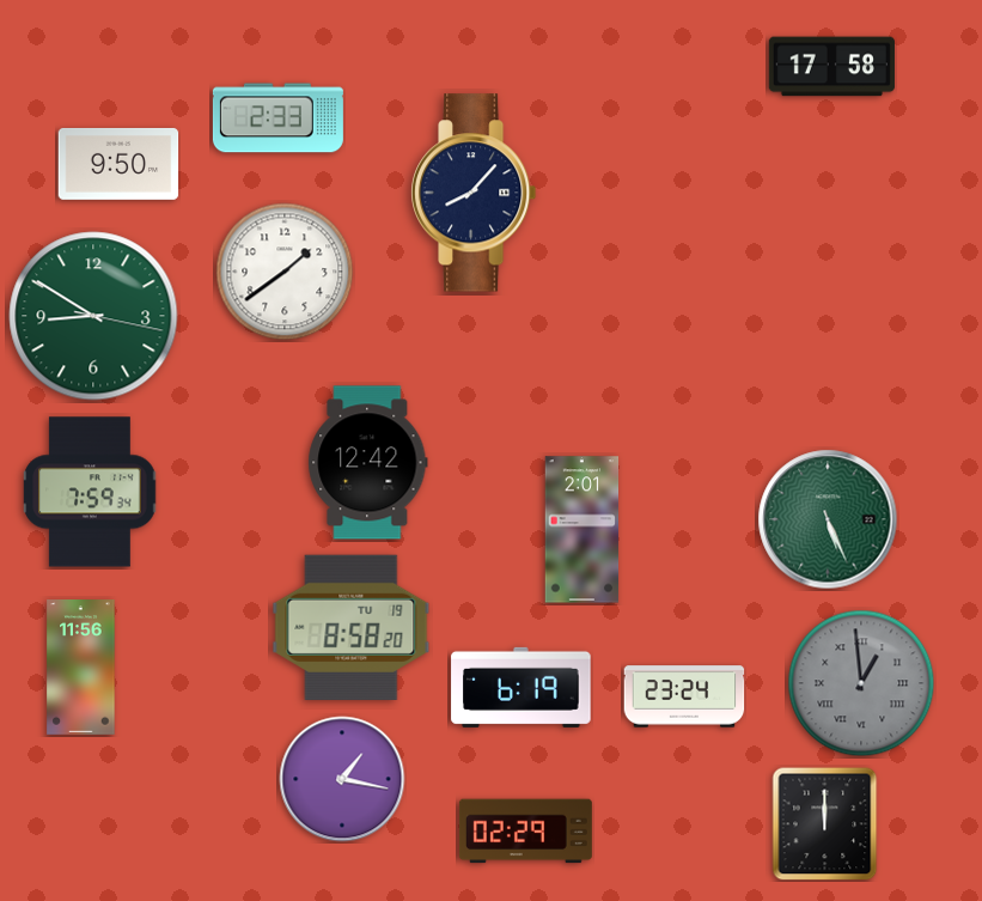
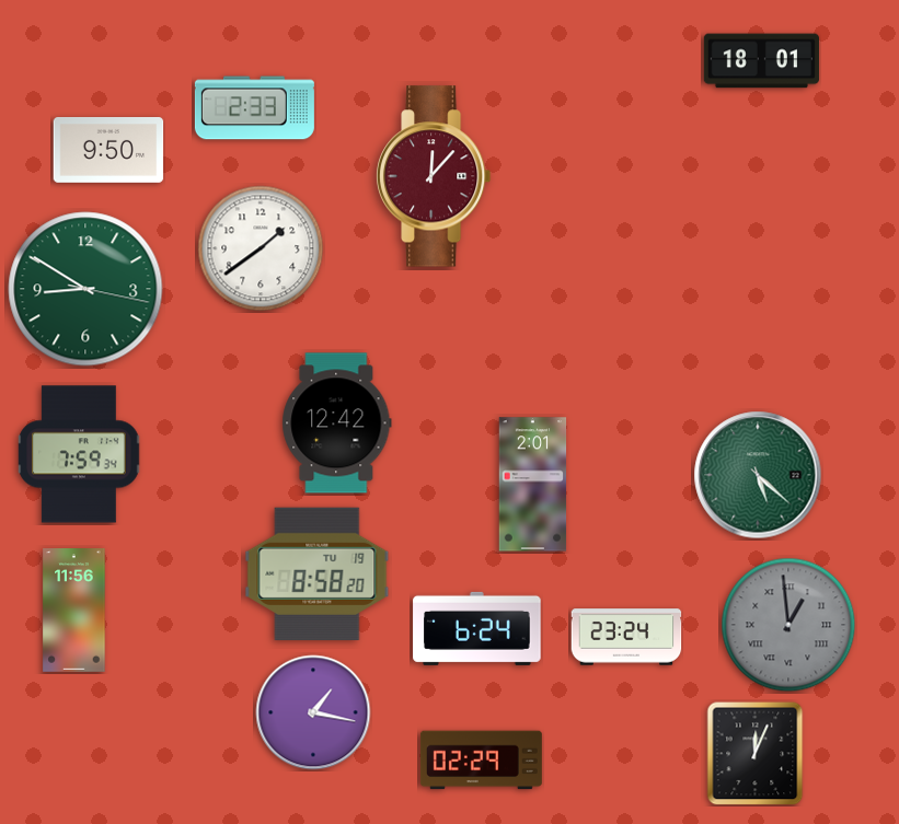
clock at (831, 67): 17:58 -> 18:01
clock at (474, 193): 8:07 -> 12:07
clock at (474, 193) dial: navy -> burgundy
clock at (90, 492) position: (90, 492) -> (79, 454)
clock at (828, 519): 5:26 -> 5:22
clock at (352, 627) position: (352, 627) -> (318, 573)
clock at (522, 687): 6:19 -> 6:24
clock at (825, 823): 12:00 -> 12:04
